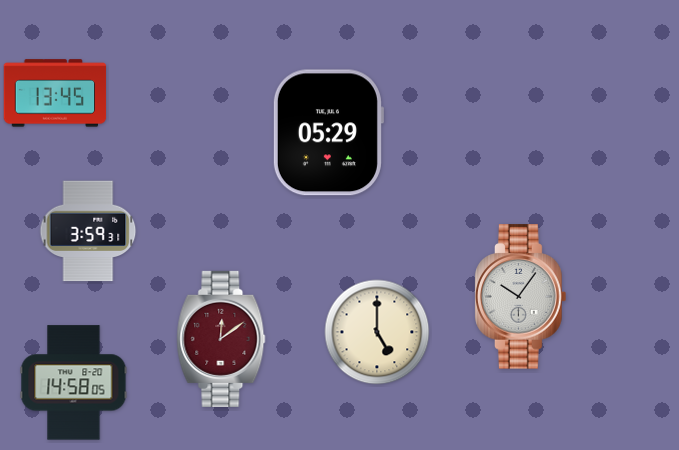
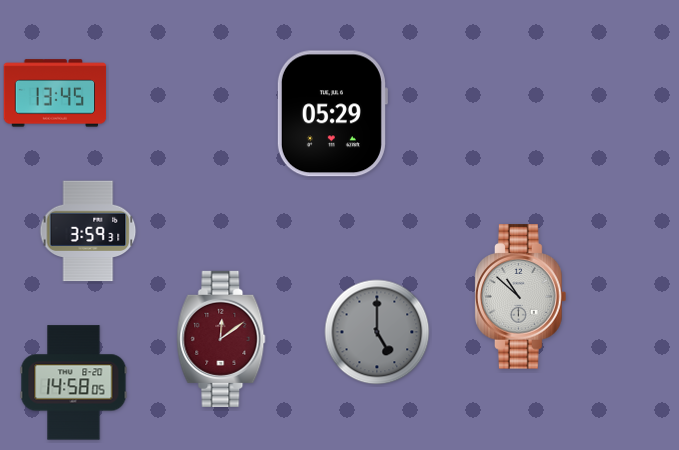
clock at (328, 133) position: (328, 133) -> (332, 114)
clock at (521, 297): 10:06 -> 10:52
clock at (377, 332) dial: cream -> grey
